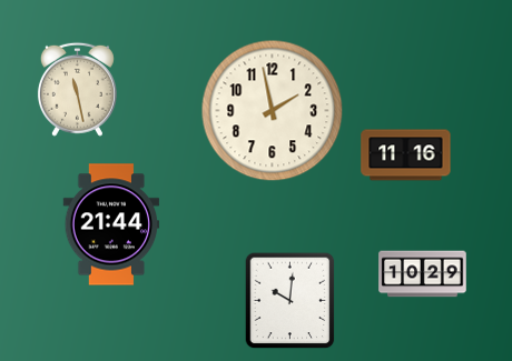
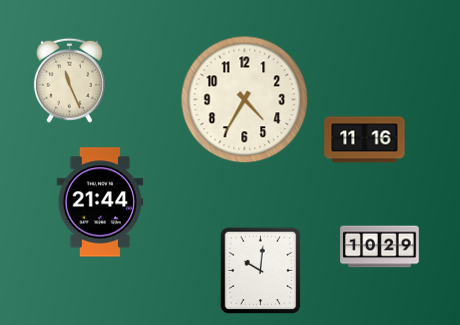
clock at (77, 89): 11:28 -> 11:26
clock at (273, 111): 1:58 -> 4:35
